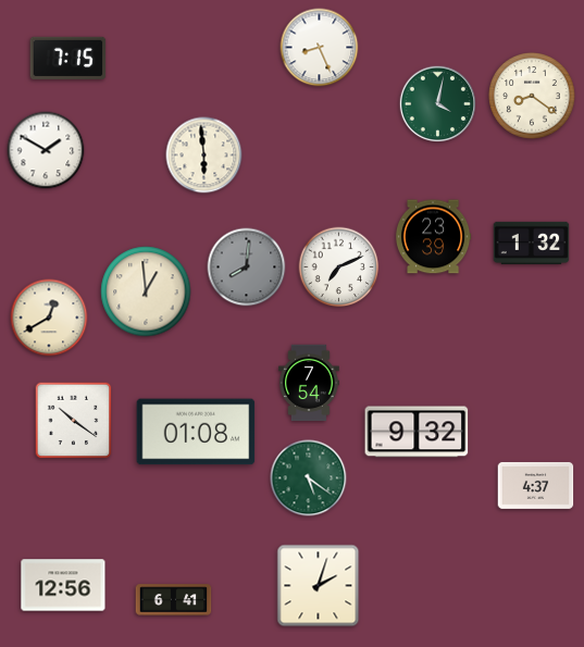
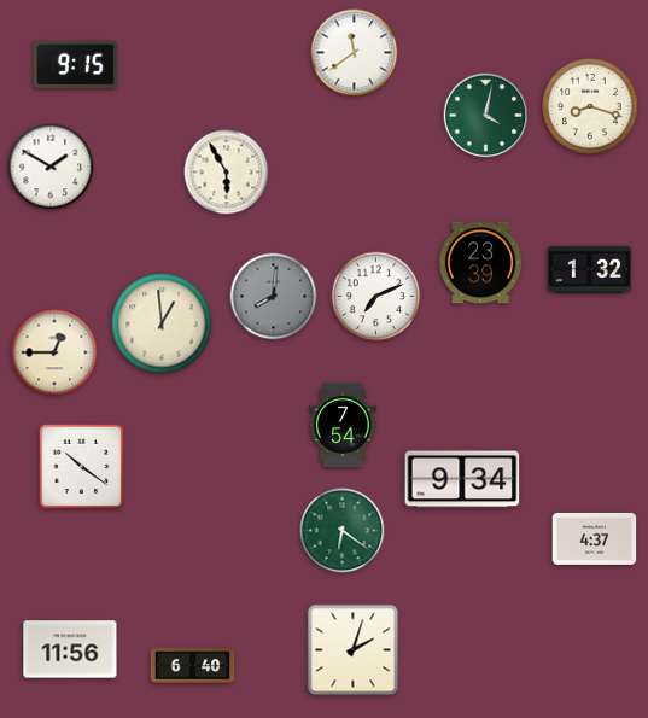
clock at (320, 48): 8:26 -> 11:39
clock at (69, 58): 7:15 -> 9:15
clock at (533, 97): 8:21 -> 8:18
clock at (204, 155): 5:59 -> 5:55
clock at (49, 318): 12:40 -> 12:45
clock at (196, 432): 01:08 -> none
clock at (417, 432): 9:32 -> 9:34
clock at (309, 478): 5:21 -> 6:21
clock at (63, 585): 12:56 -> 11:56
clock at (174, 600): 6:41 -> 6:40
